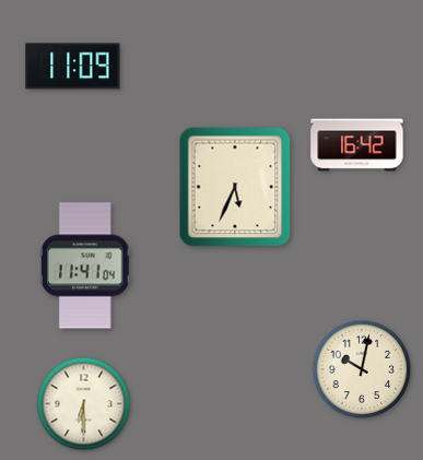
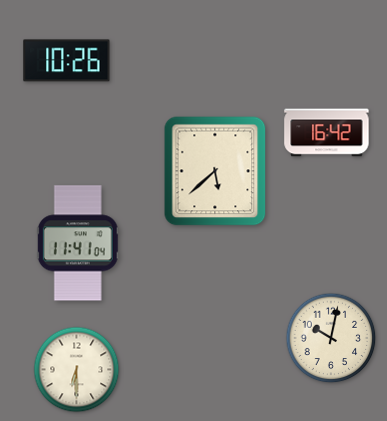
clock at (73, 67): 11:09 -> 10:26
clock at (235, 187): 5:34 -> 5:38
